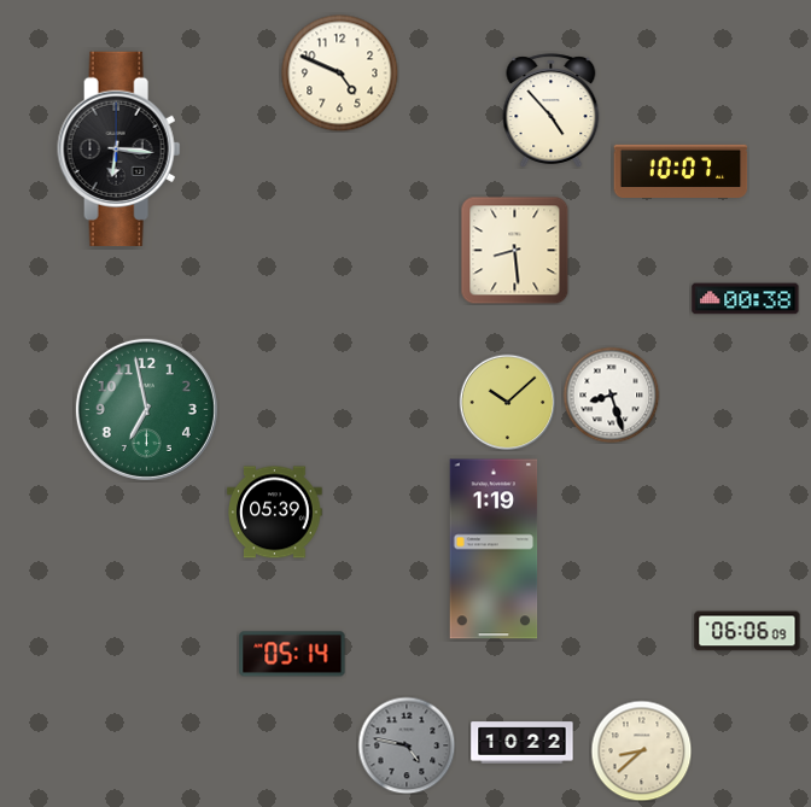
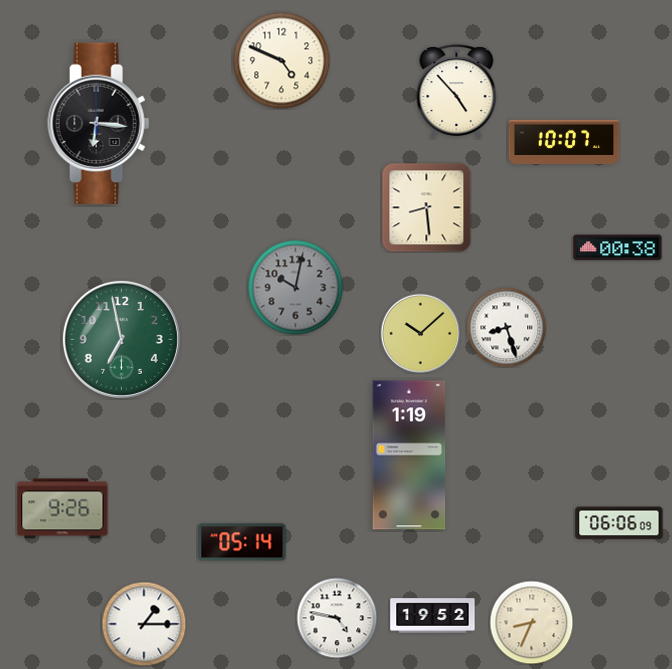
clock at (295, 287): none -> 10:02
clock at (275, 513): 05:39 -> none
clock at (63, 509): none -> 9:26
clock at (523, 743): 10:22 -> 19:52
clock at (407, 745) dial: grey -> white
clock at (641, 750): 8:38 -> 8:34
clock at (144, 624): none -> 1:15
